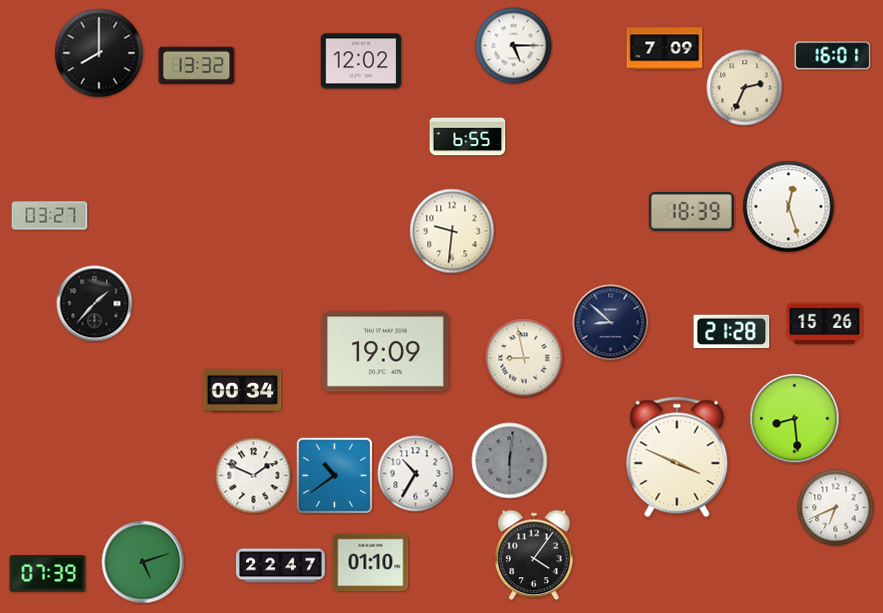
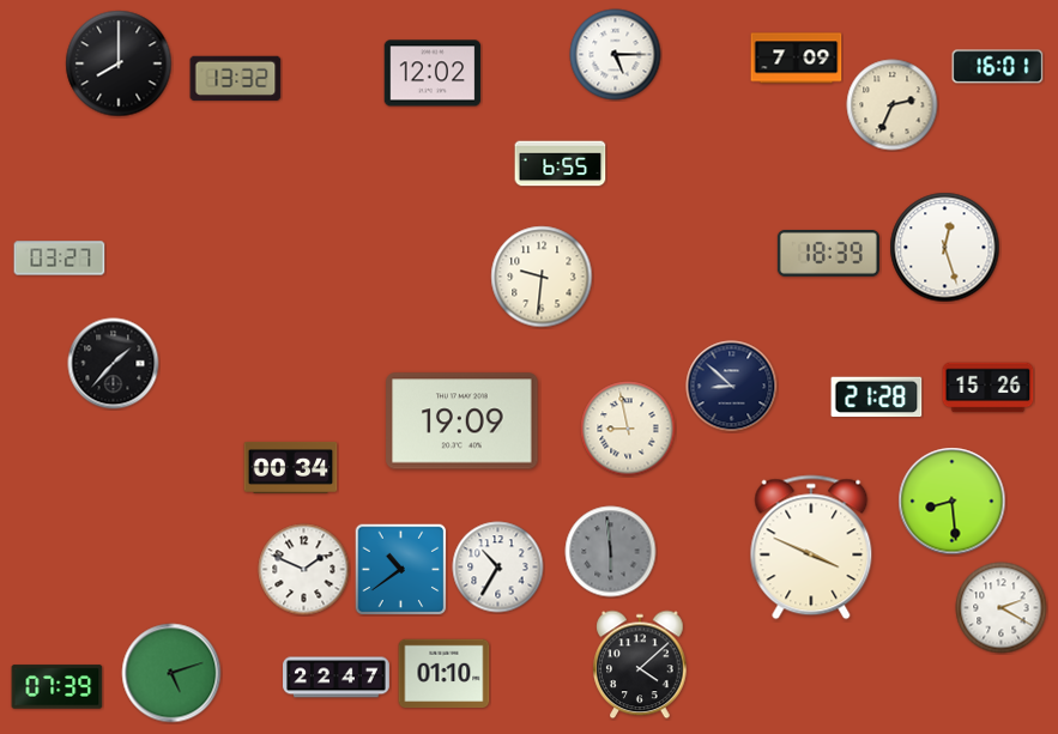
clock at (510, 461): 6:01 -> 5:59
clock at (836, 508): 6:41 -> 2:20
clock at (534, 555): 4:06 -> 4:08
